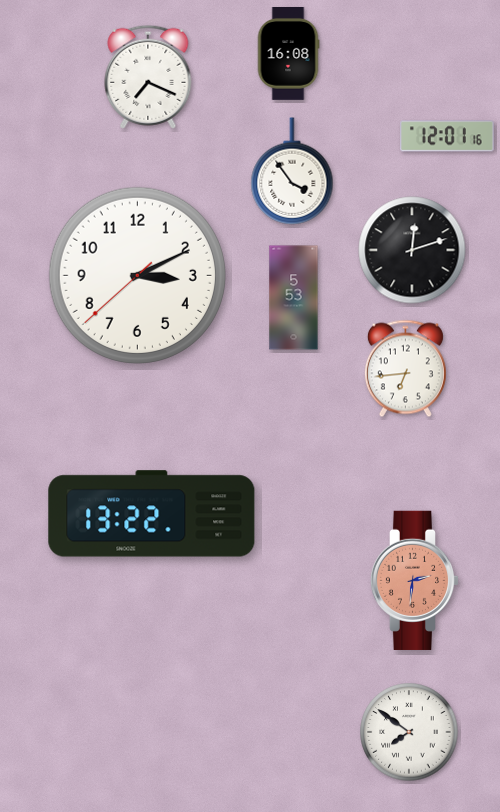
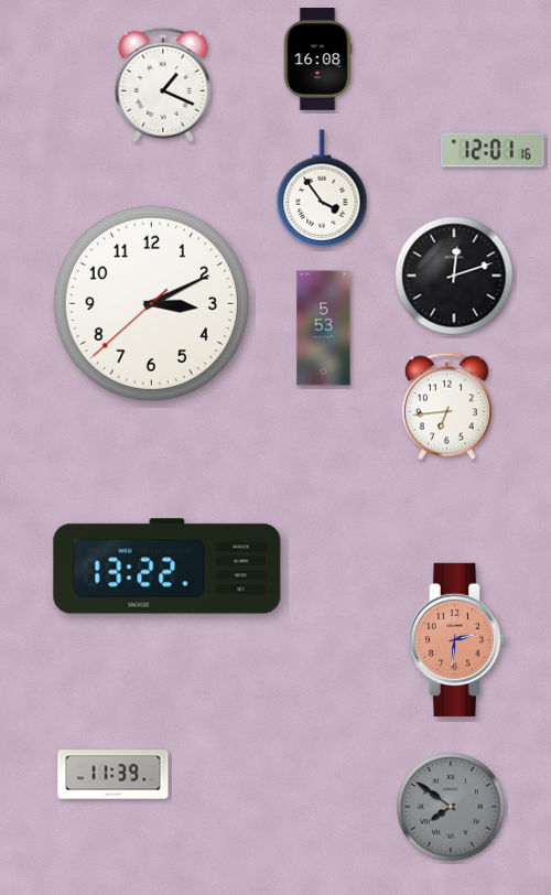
clock at (148, 77): 7:19 -> 1:19
clock at (114, 775): none -> 11:39
clock at (409, 732) dial: white -> grey
